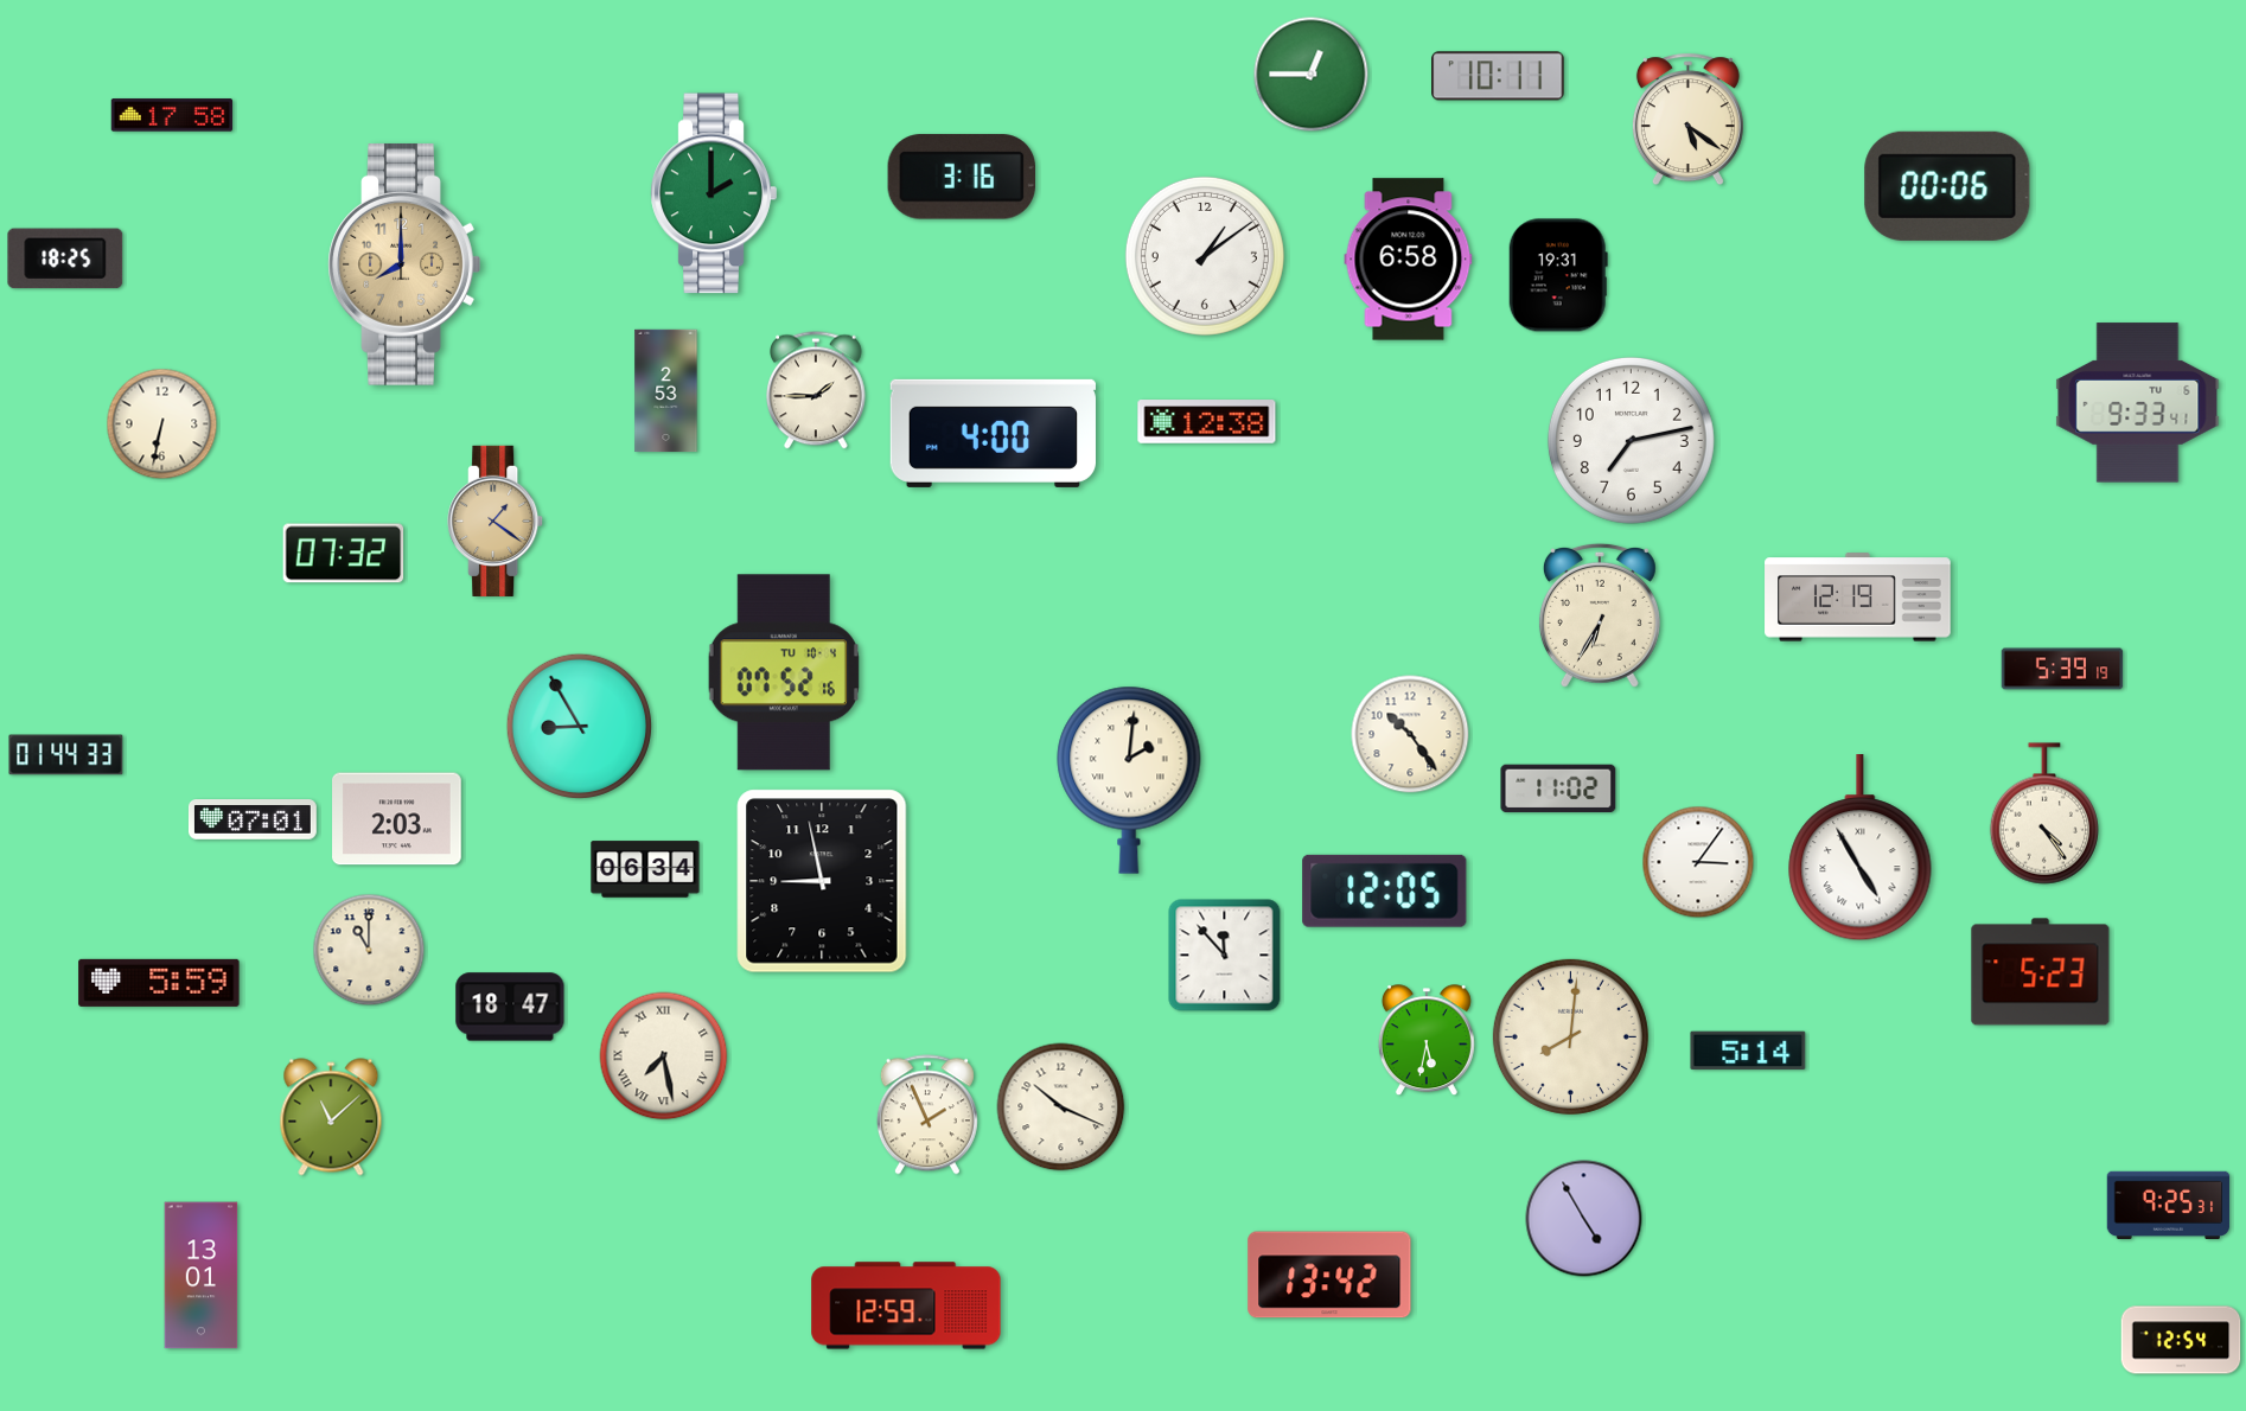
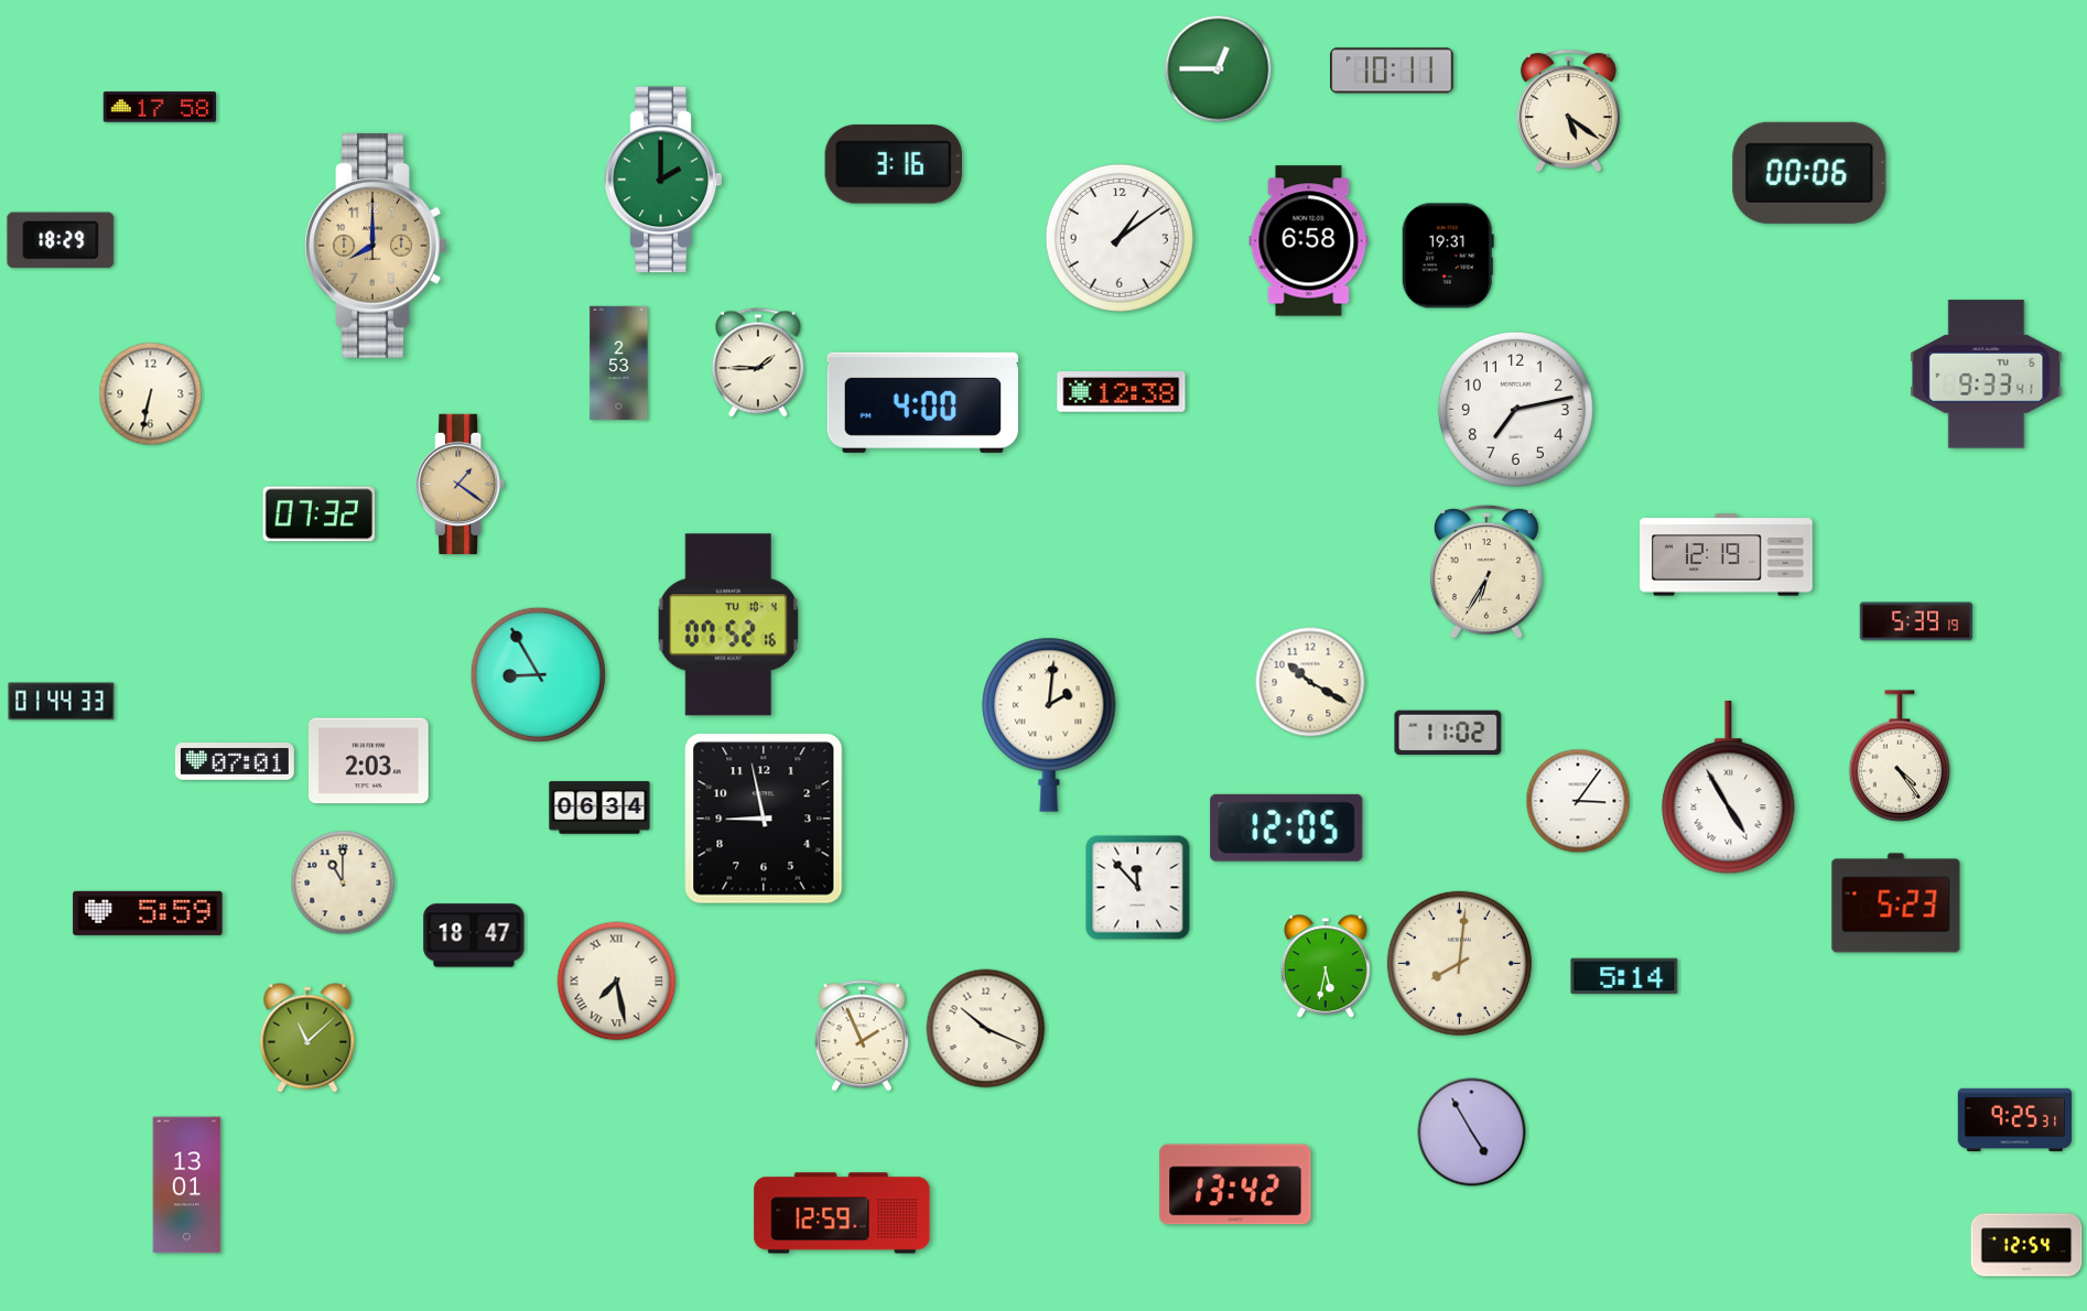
clock at (65, 258): 18:25 -> 18:29
clock at (1410, 734): 10:24 -> 10:20
